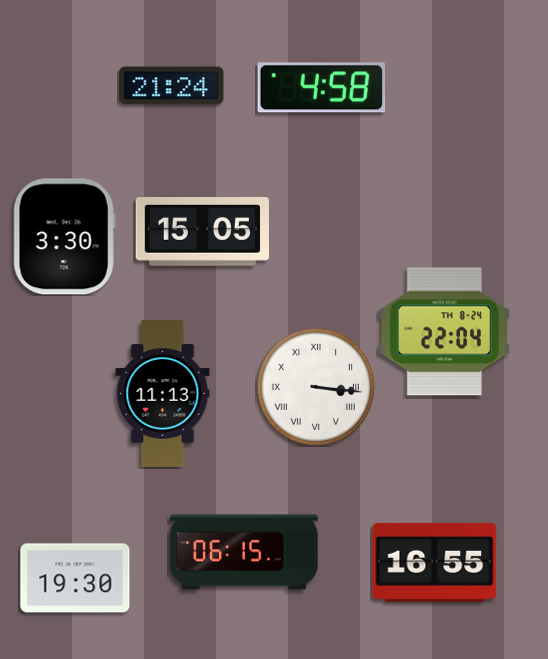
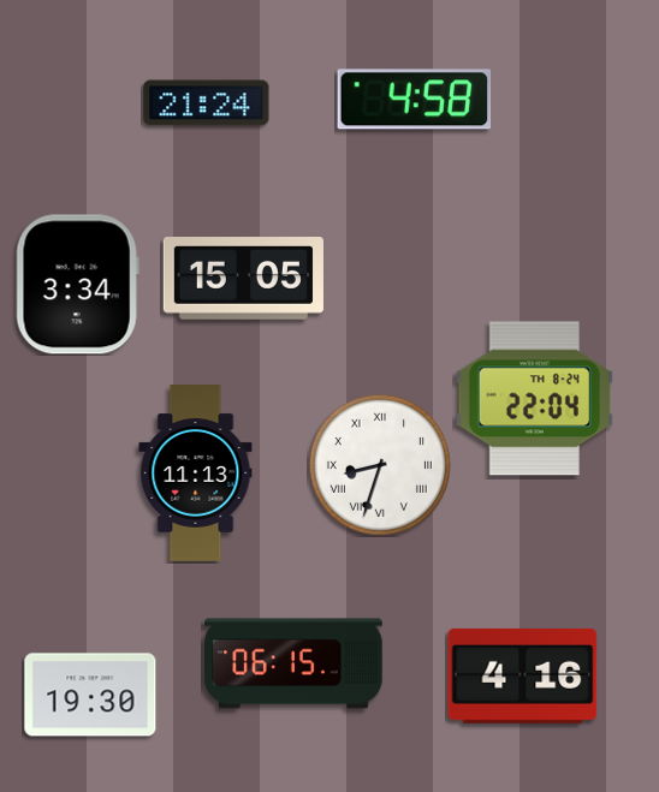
clock at (322, 88) position: (322, 88) -> (415, 100)
clock at (64, 237): 3:30 -> 3:34
clock at (316, 387): 3:16 -> 8:33
clock at (435, 562): 16:55 -> 4:16
